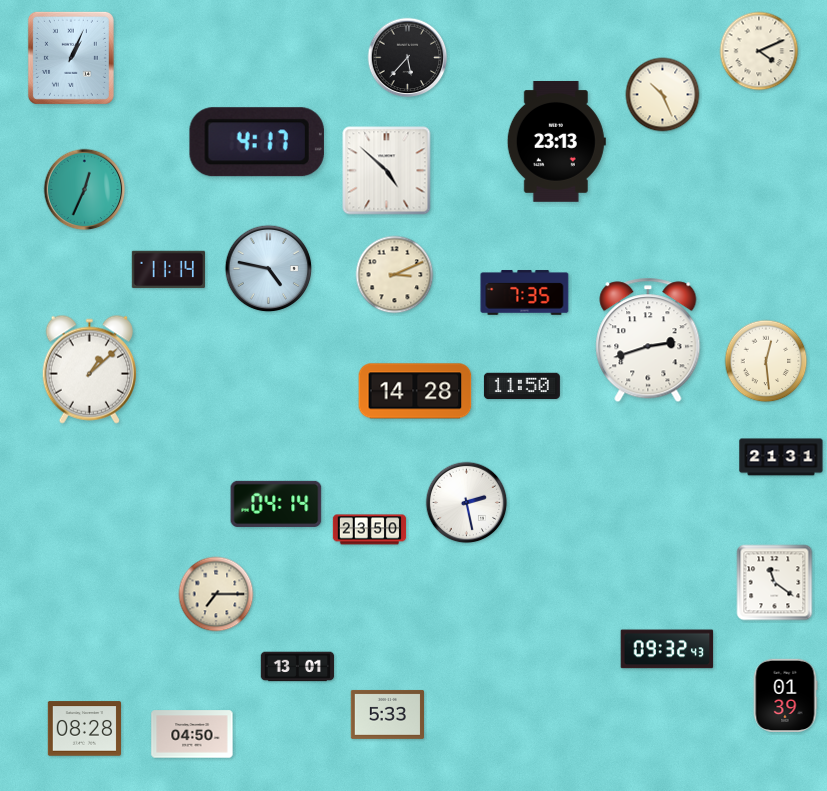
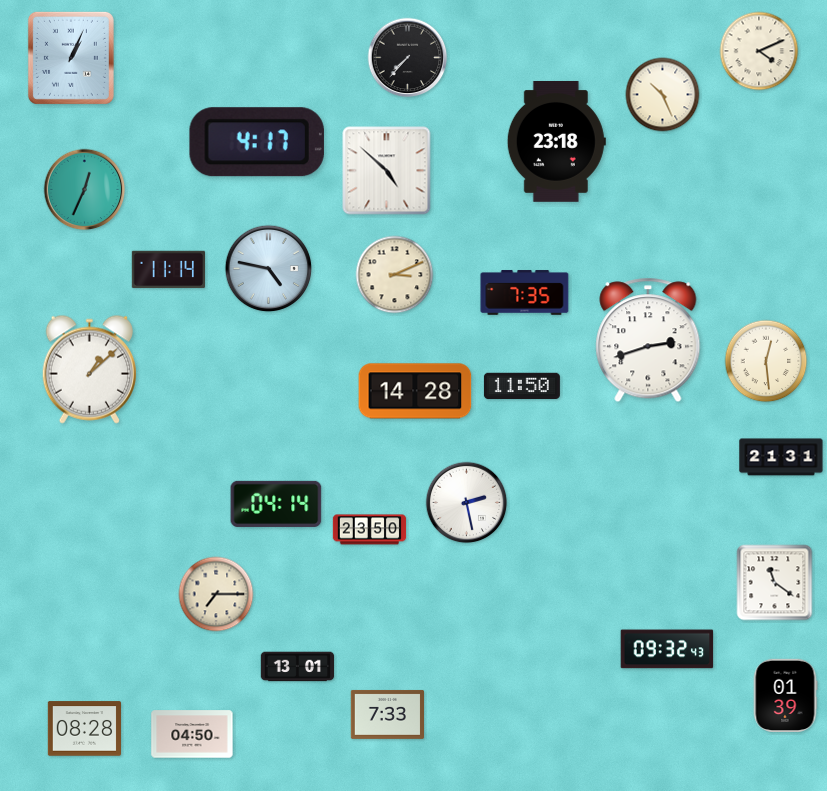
clock at (408, 58): 5:37 -> 7:37
clock at (556, 142): 23:13 -> 23:18
clock at (387, 714): 5:33 -> 7:33
